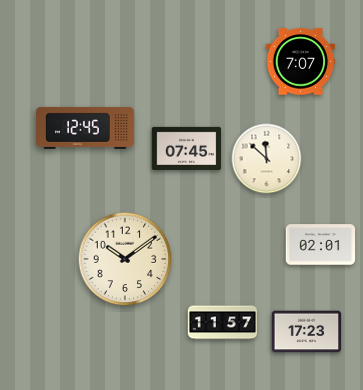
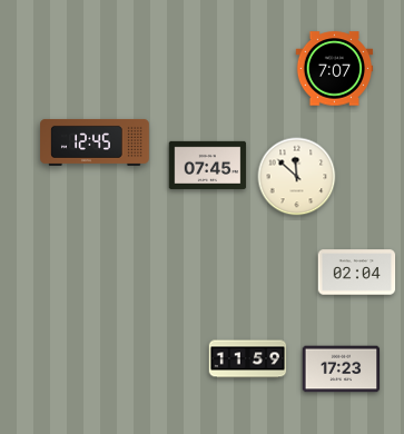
clock at (321, 245): 02:01 -> 02:04
clock at (125, 259): 10:09 -> none
clock at (223, 323): 11:57 -> 11:59
